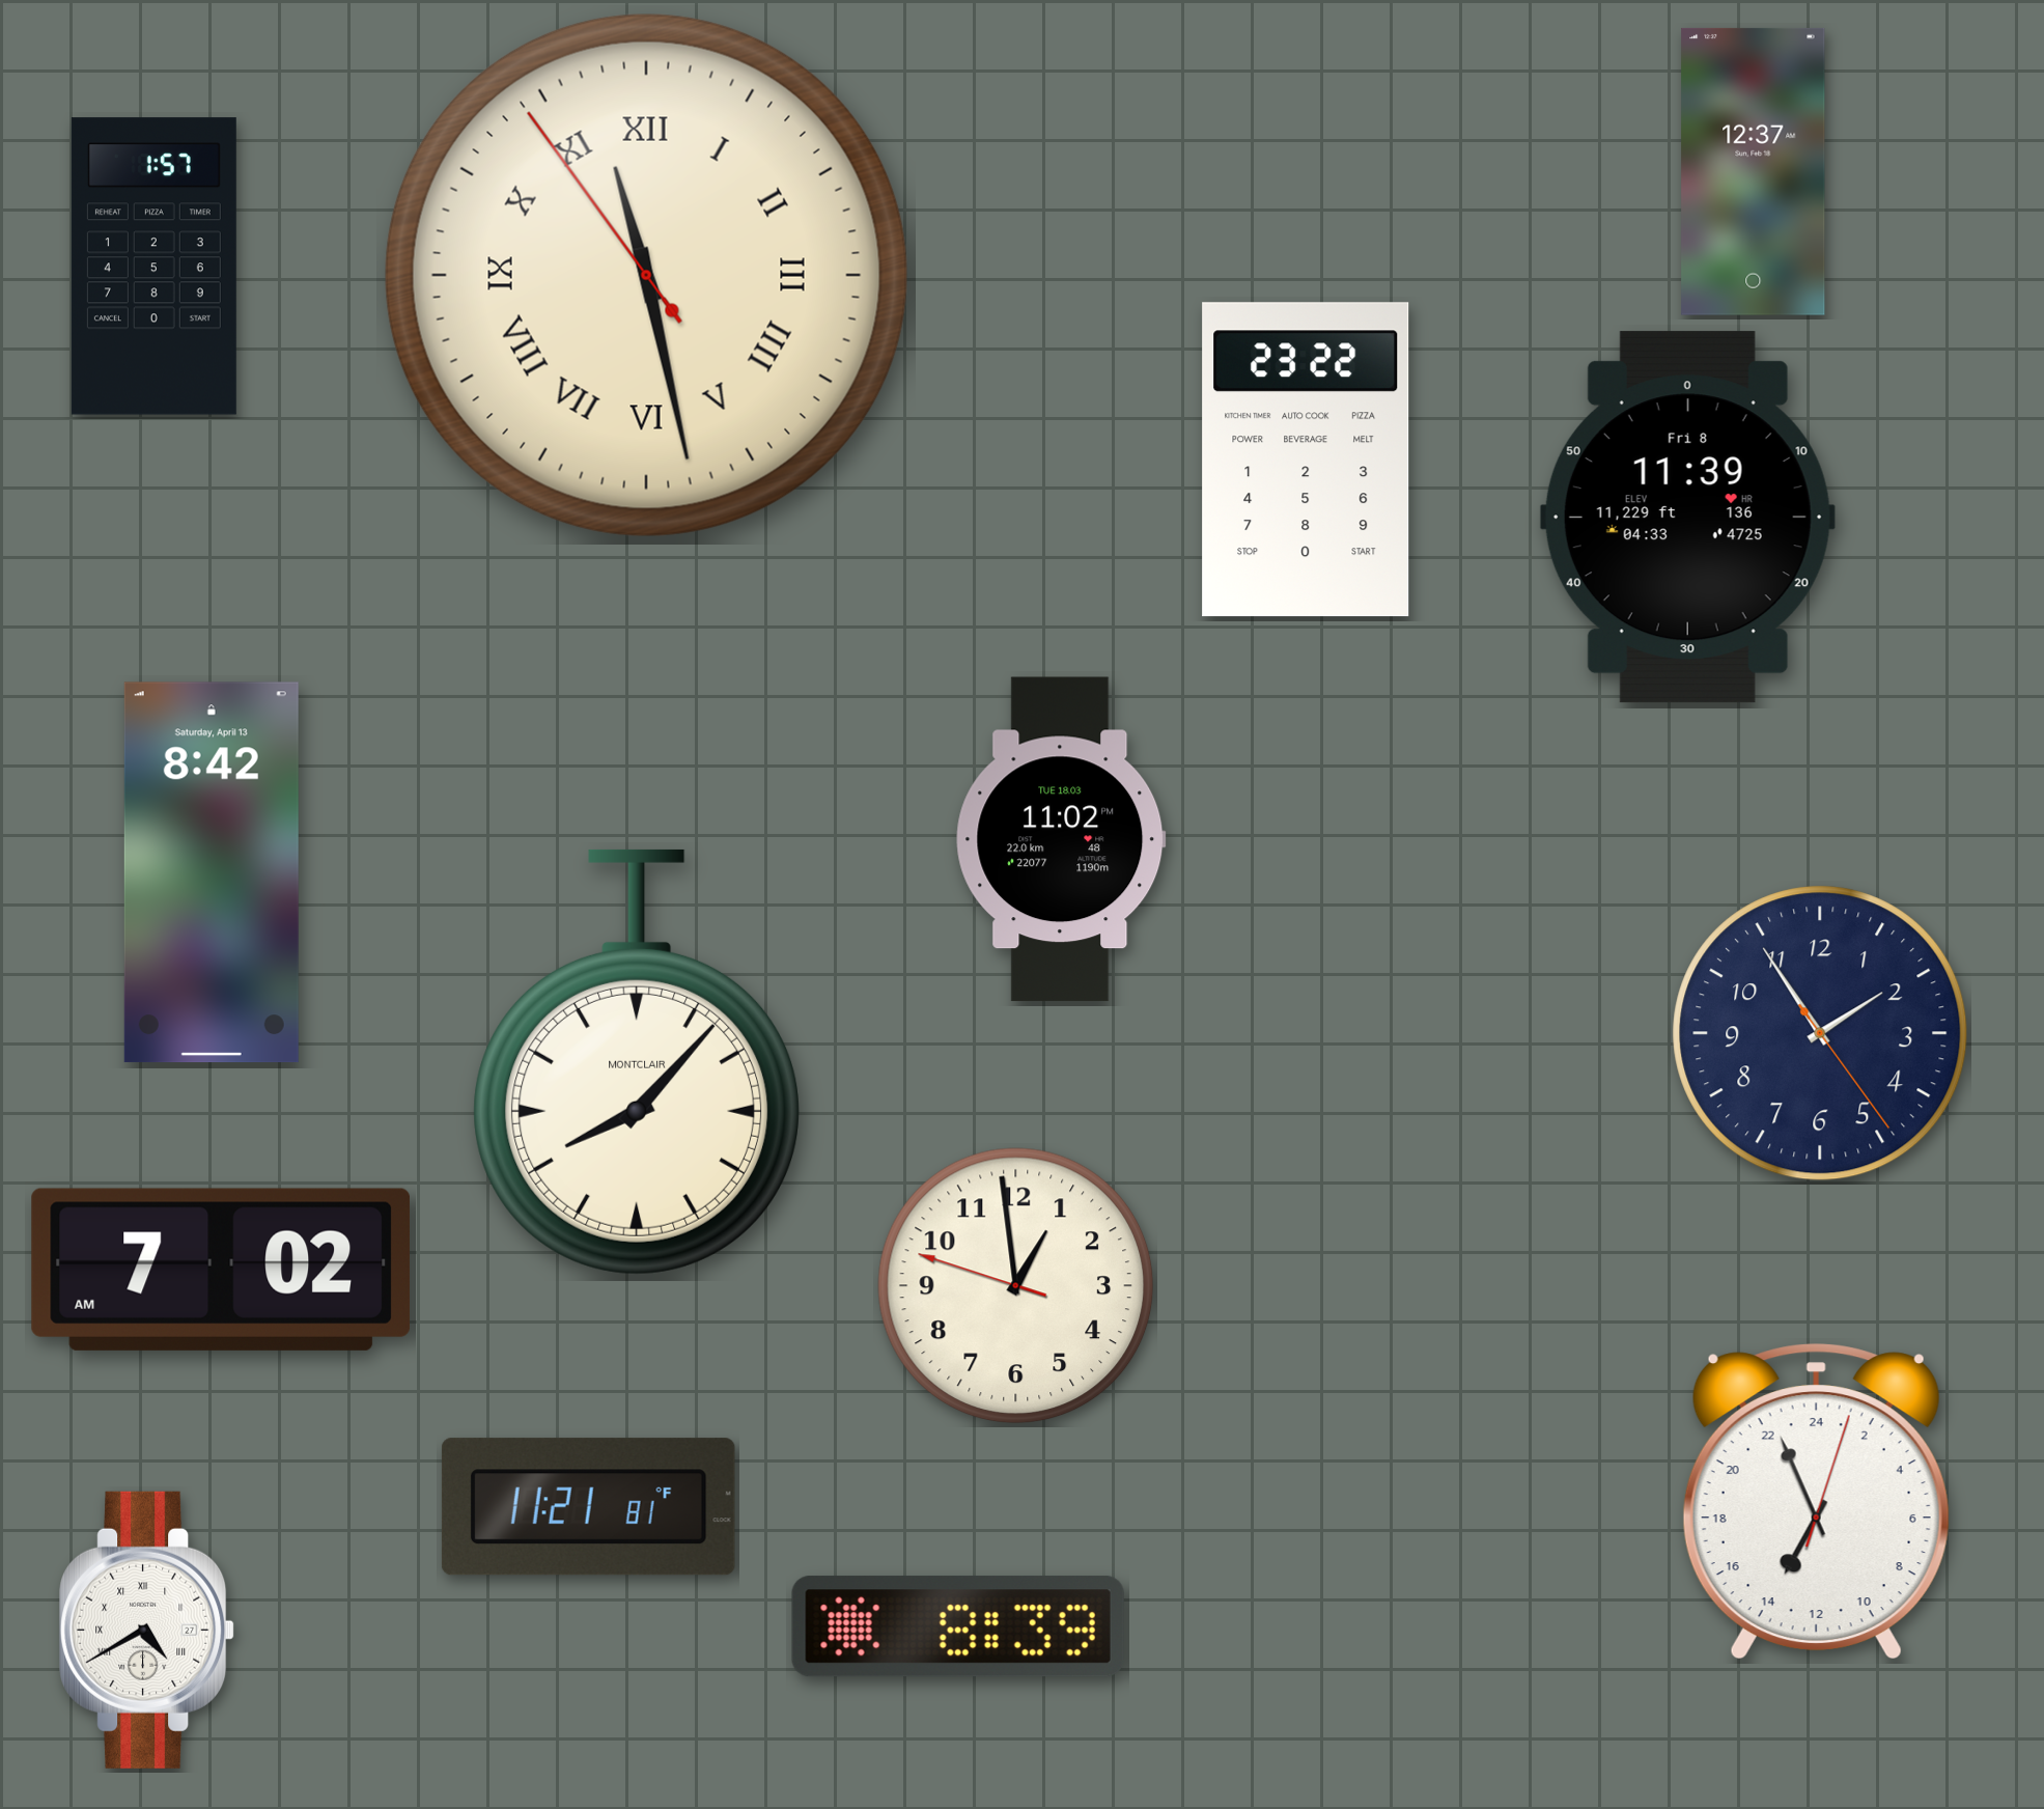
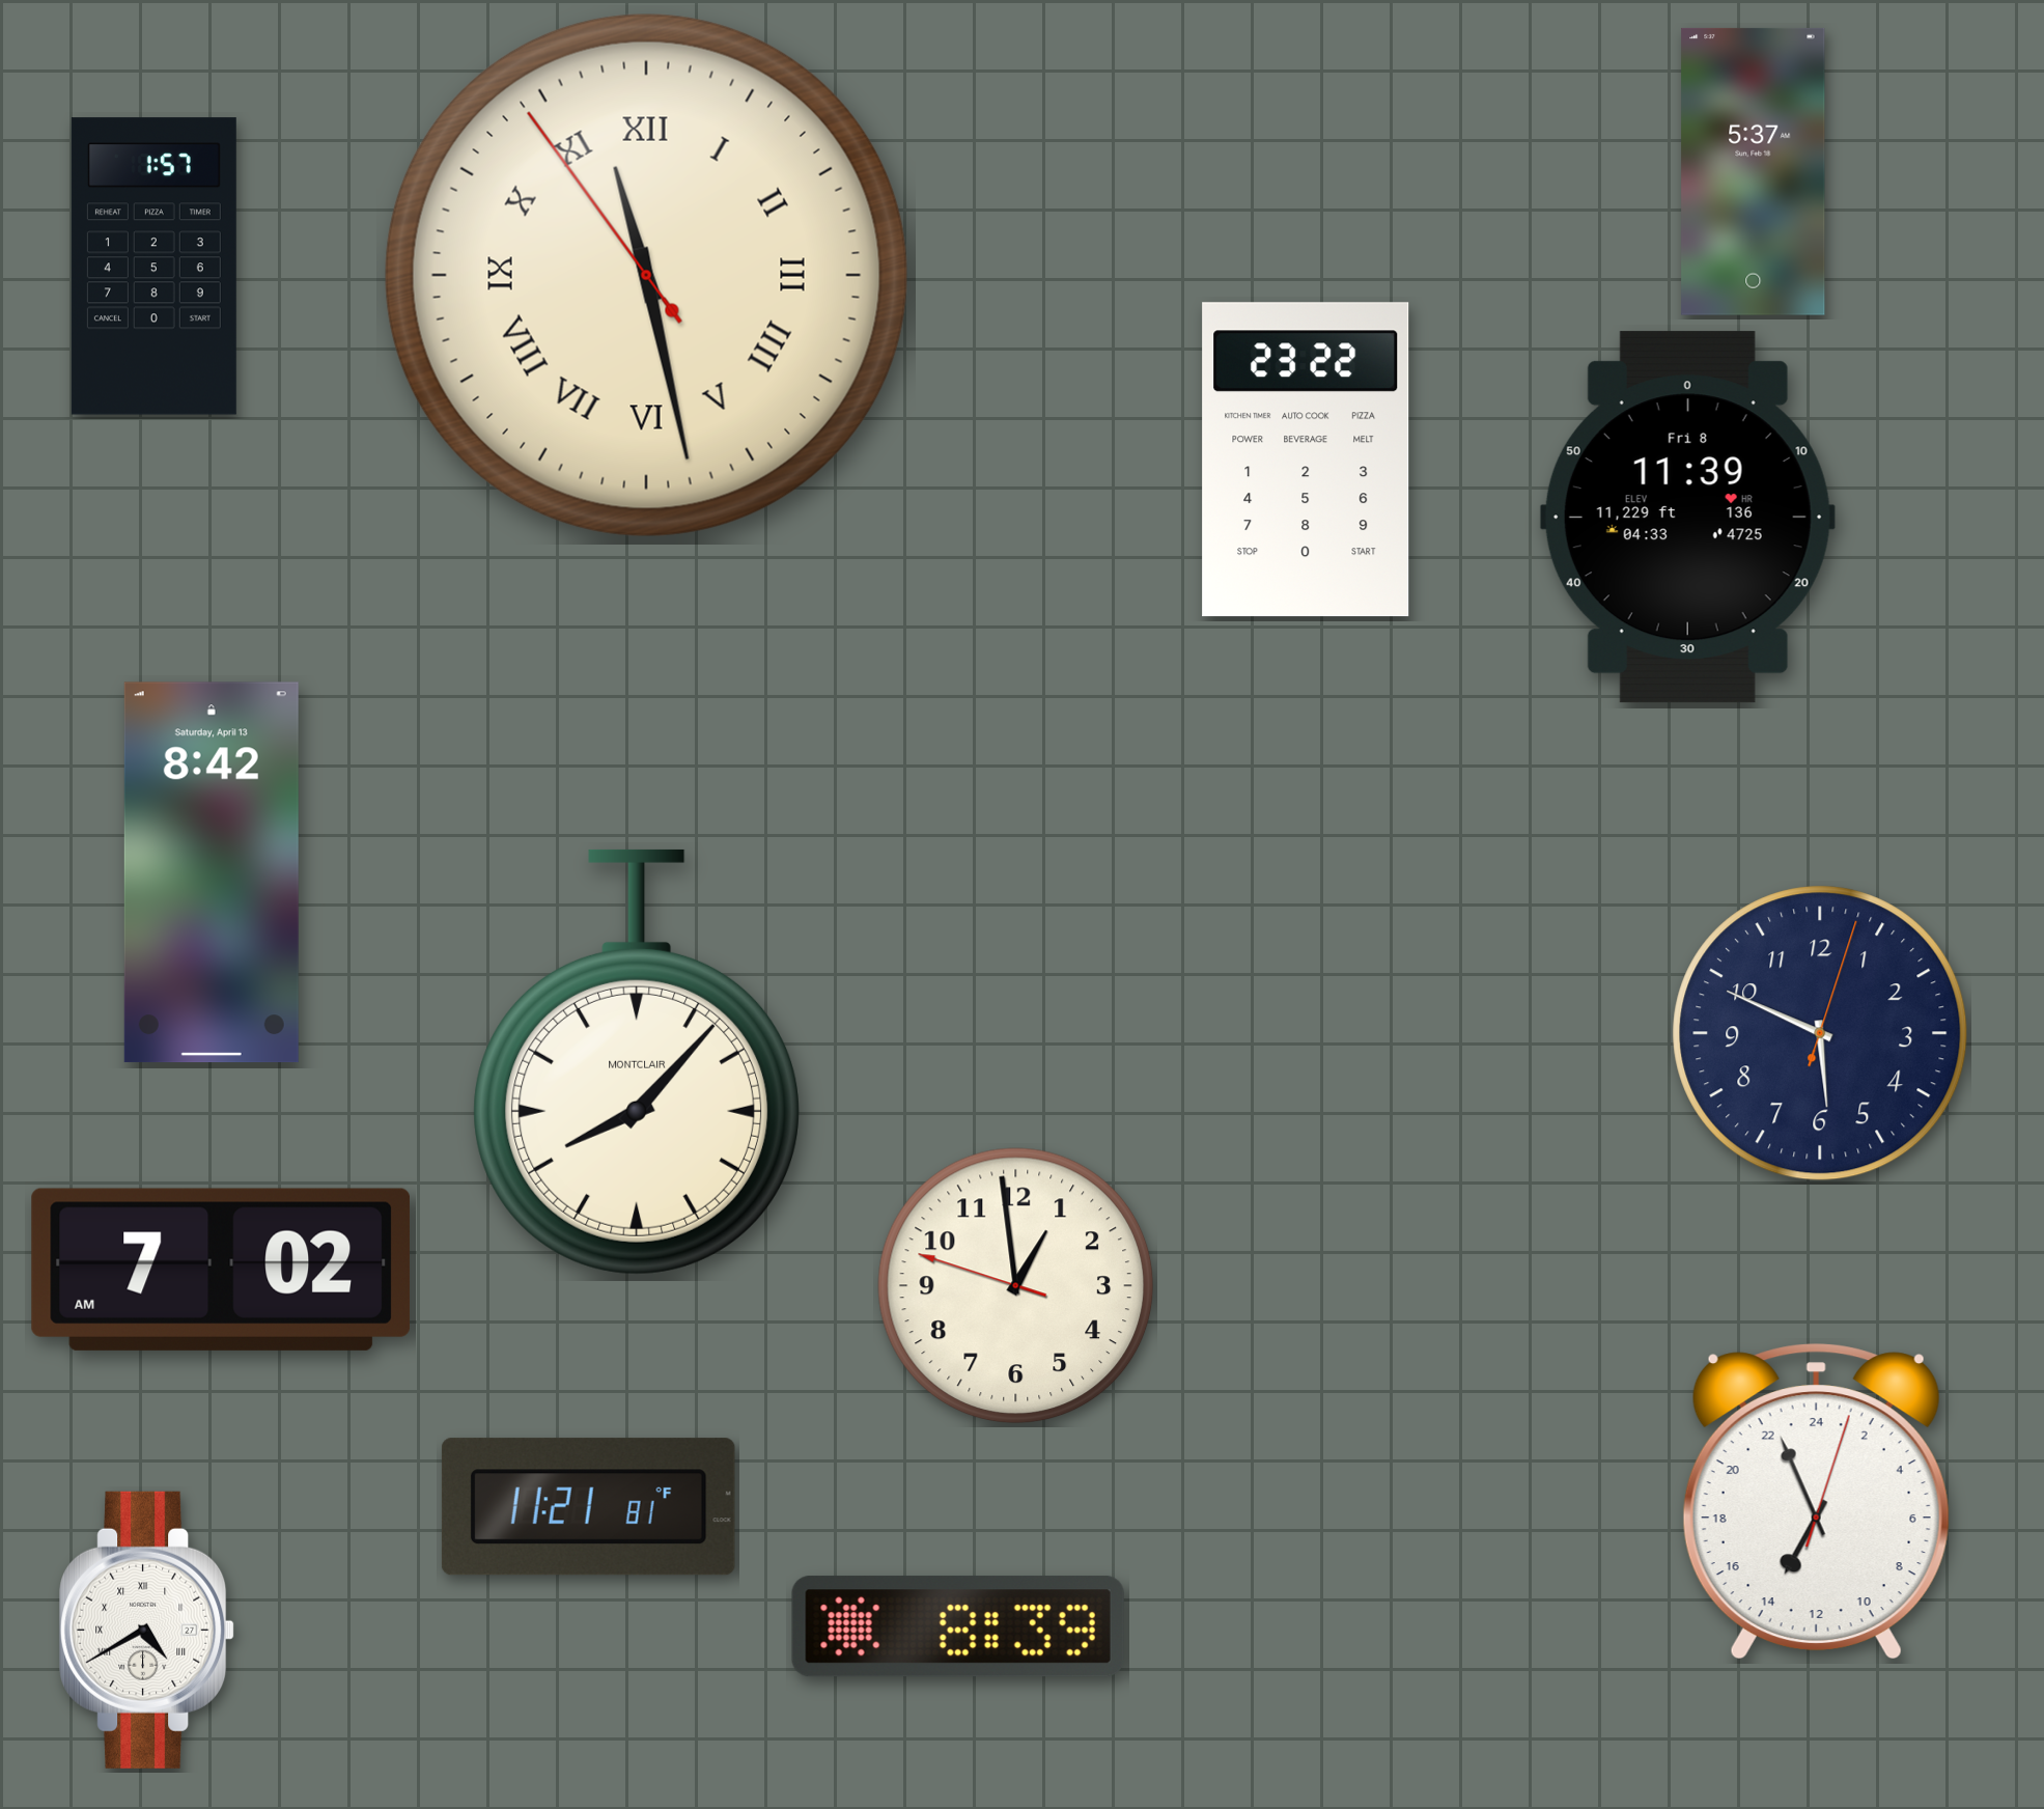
clock at (1754, 171): 12:37 -> 5:37
clock at (1061, 839): 11:02 -> none
clock at (1820, 1033): 1:54 -> 5:49
